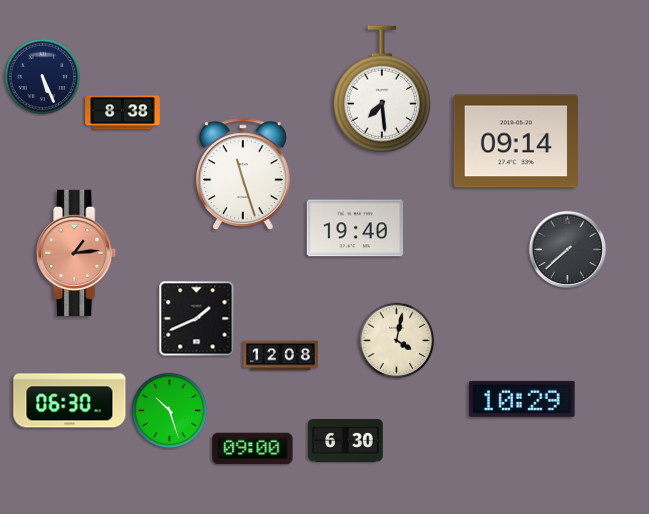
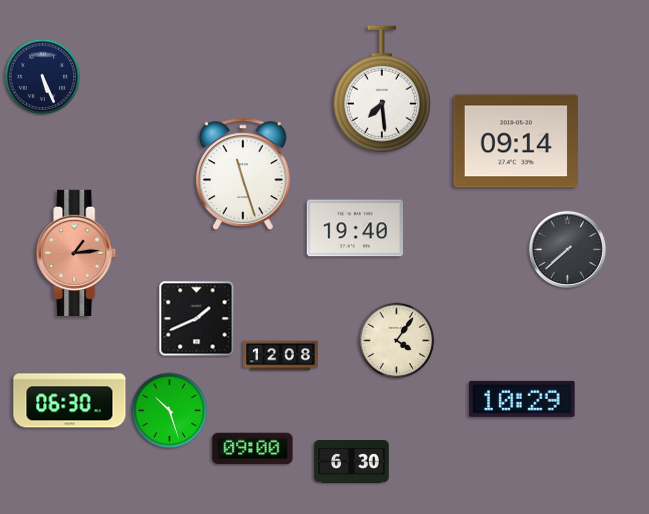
clock at (123, 113): 8:38 -> none
clock at (397, 341): 4:02 -> 4:06
clock at (346, 441) position: (346, 441) -> (352, 462)
